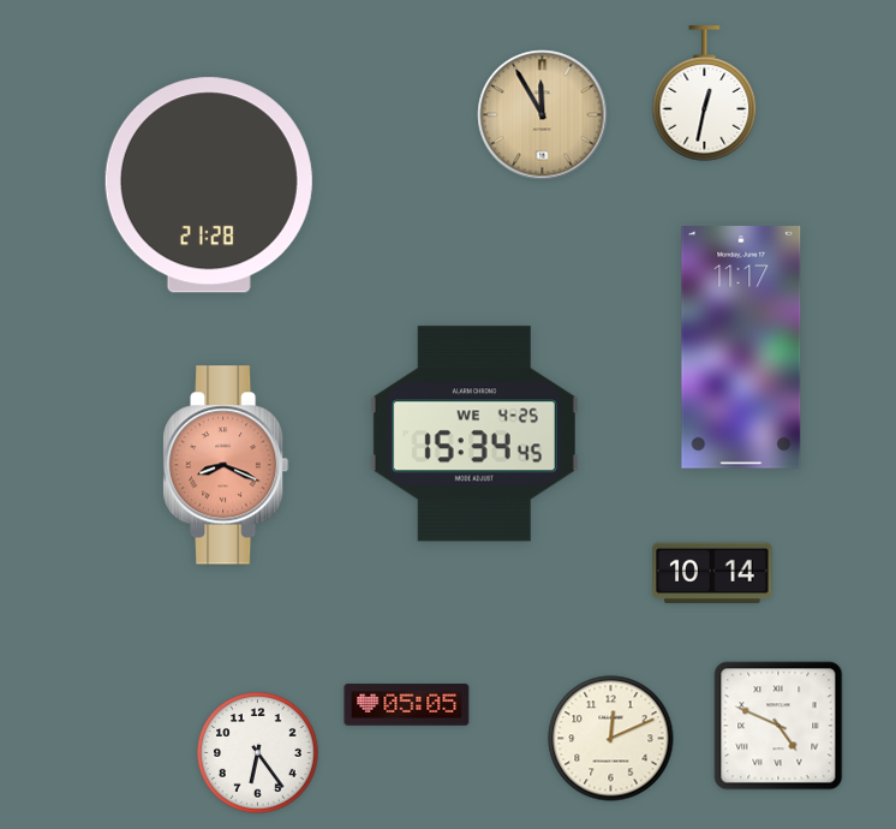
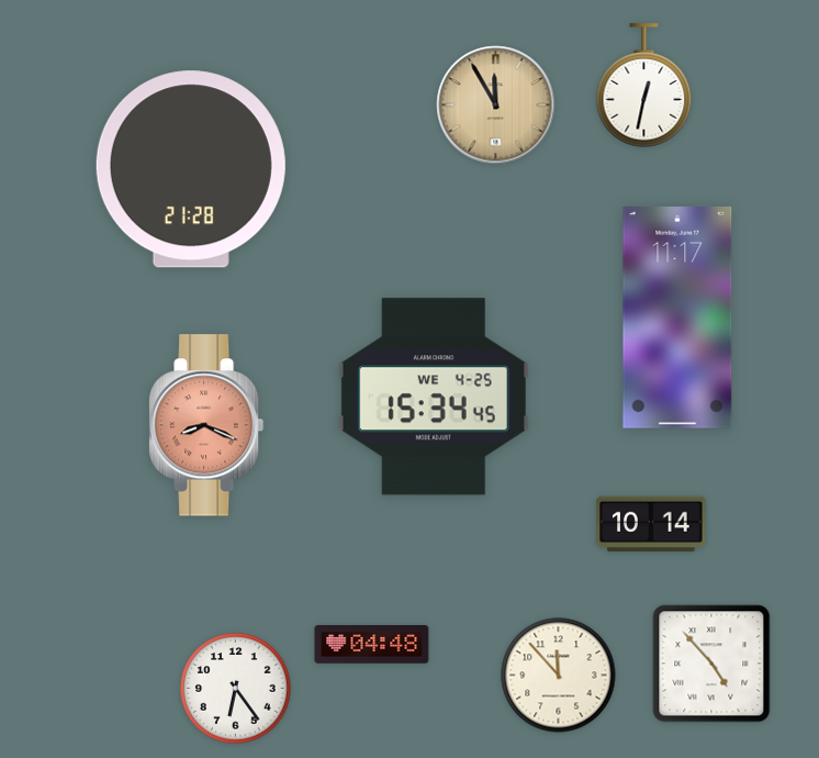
clock at (407, 705): 05:05 -> 04:48
clock at (778, 726): 4:49 -> 4:53
clock at (611, 739): 12:11 -> 11:53
